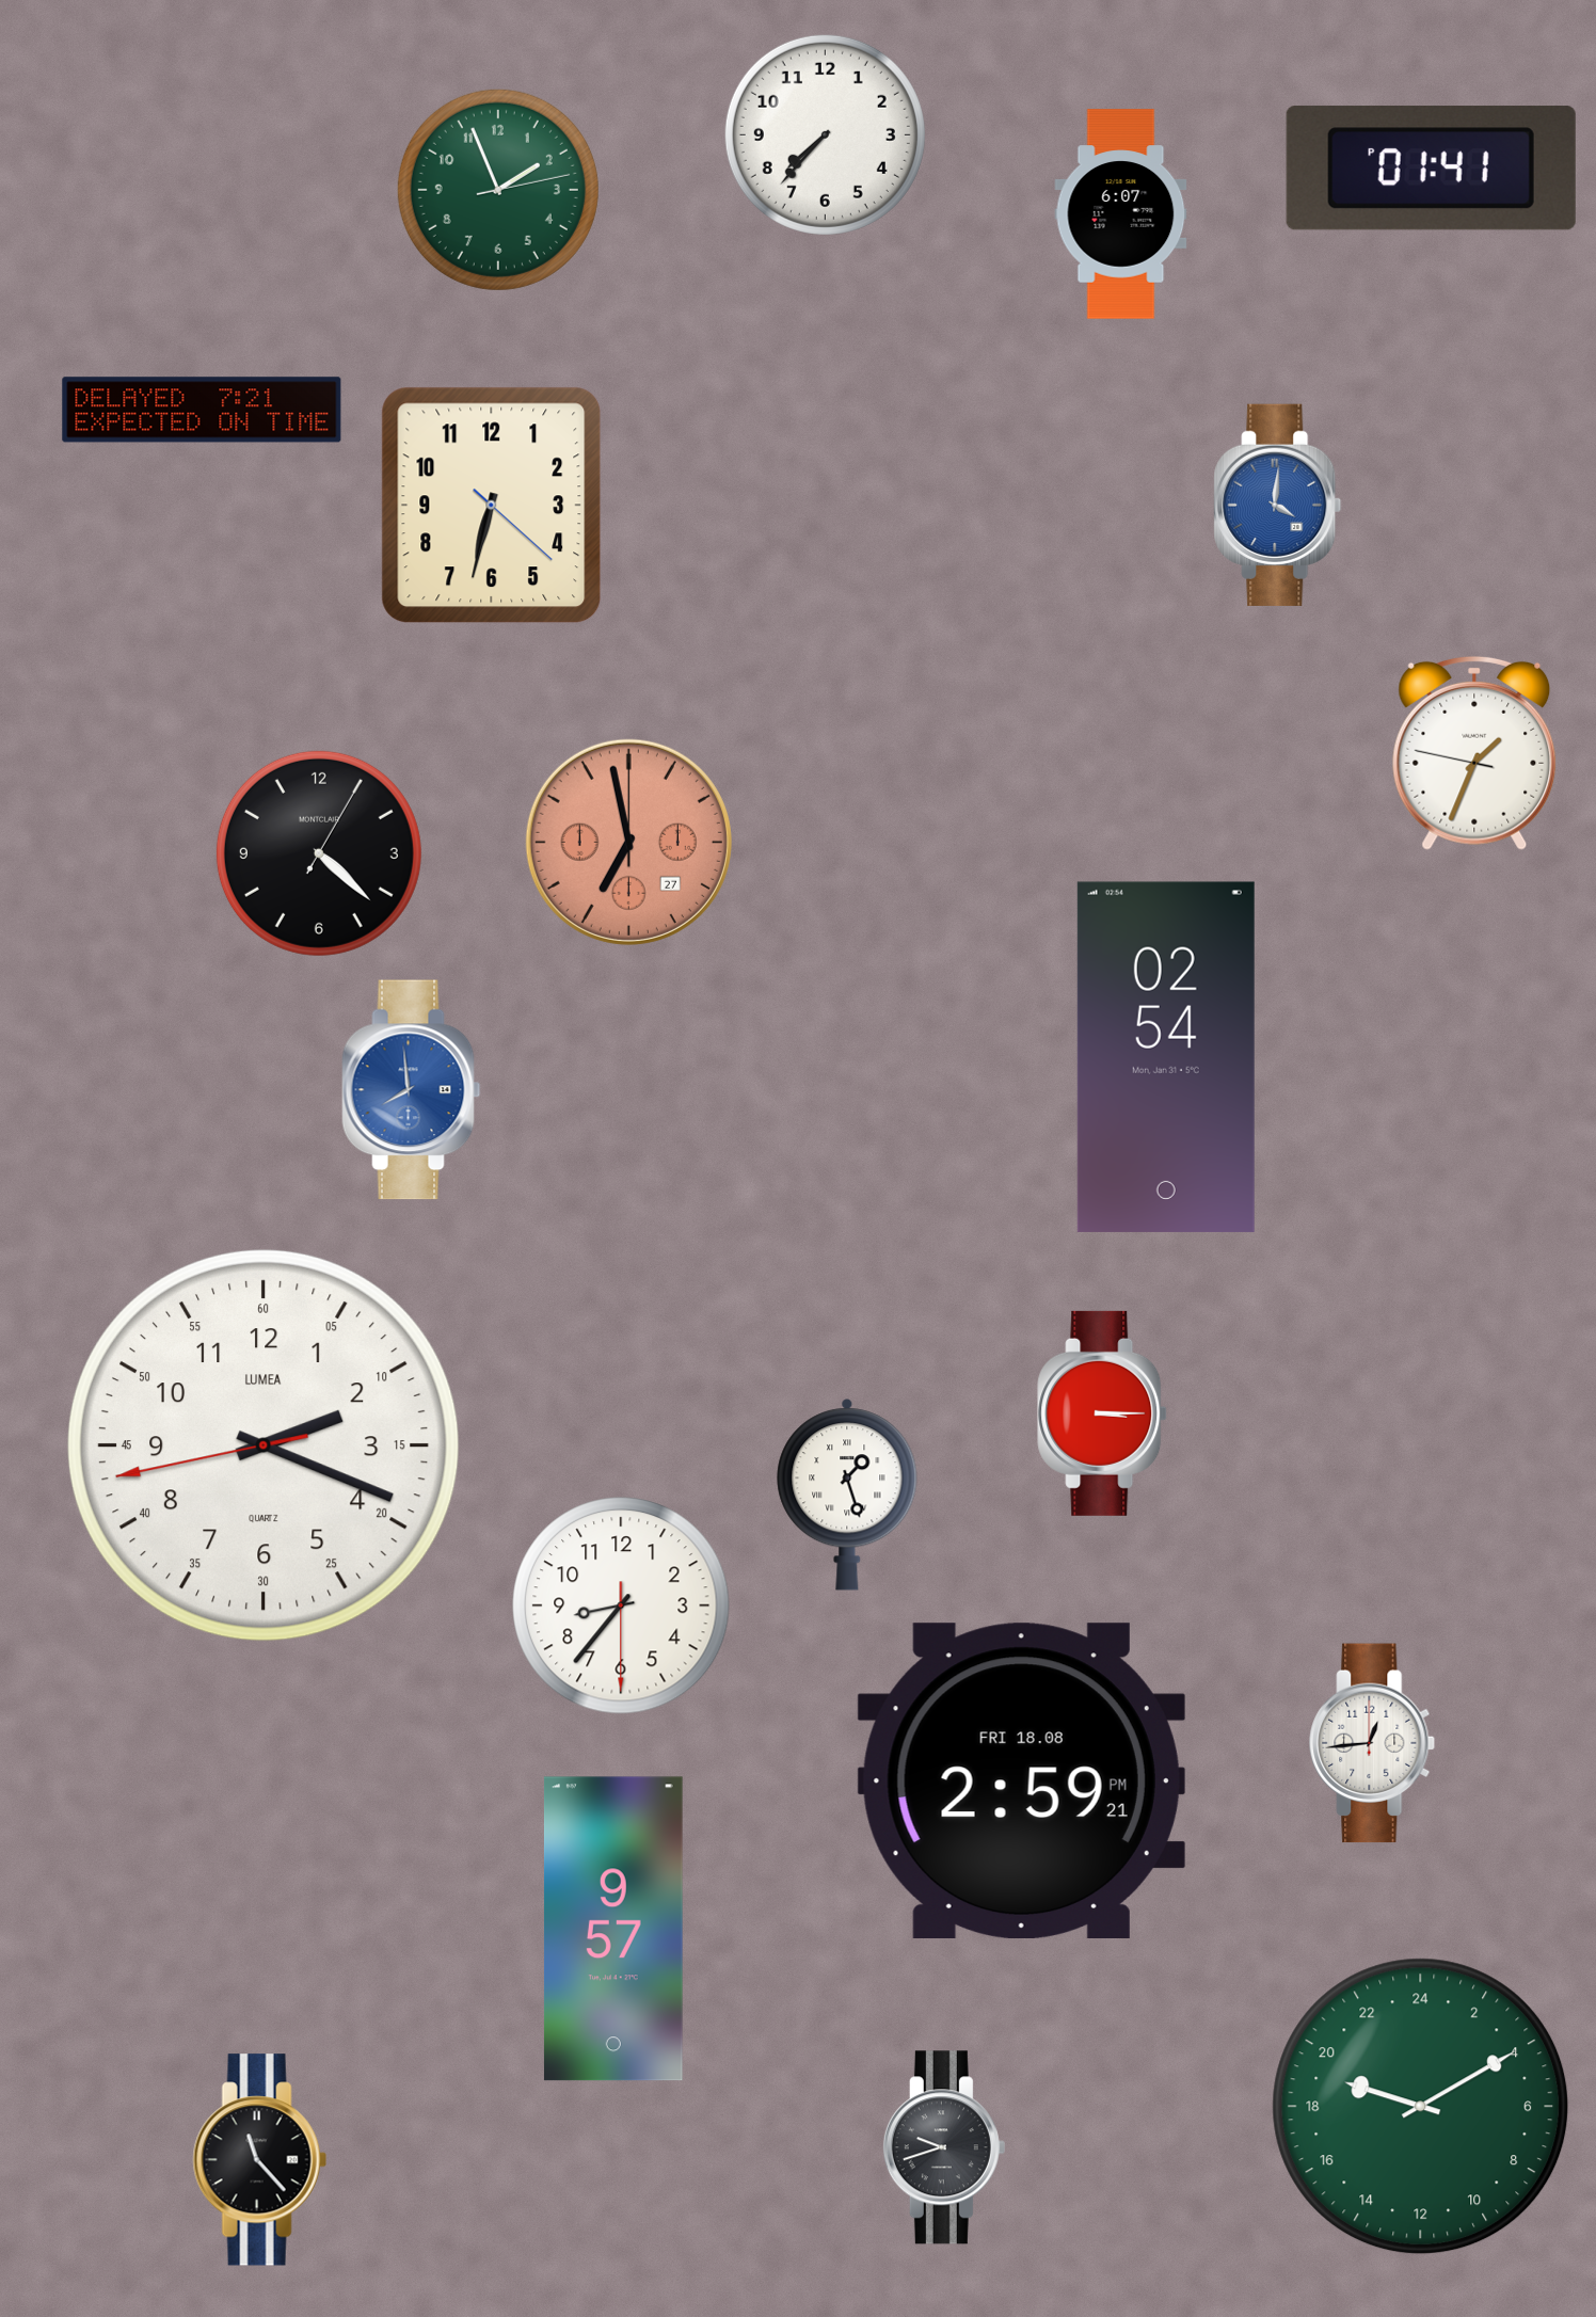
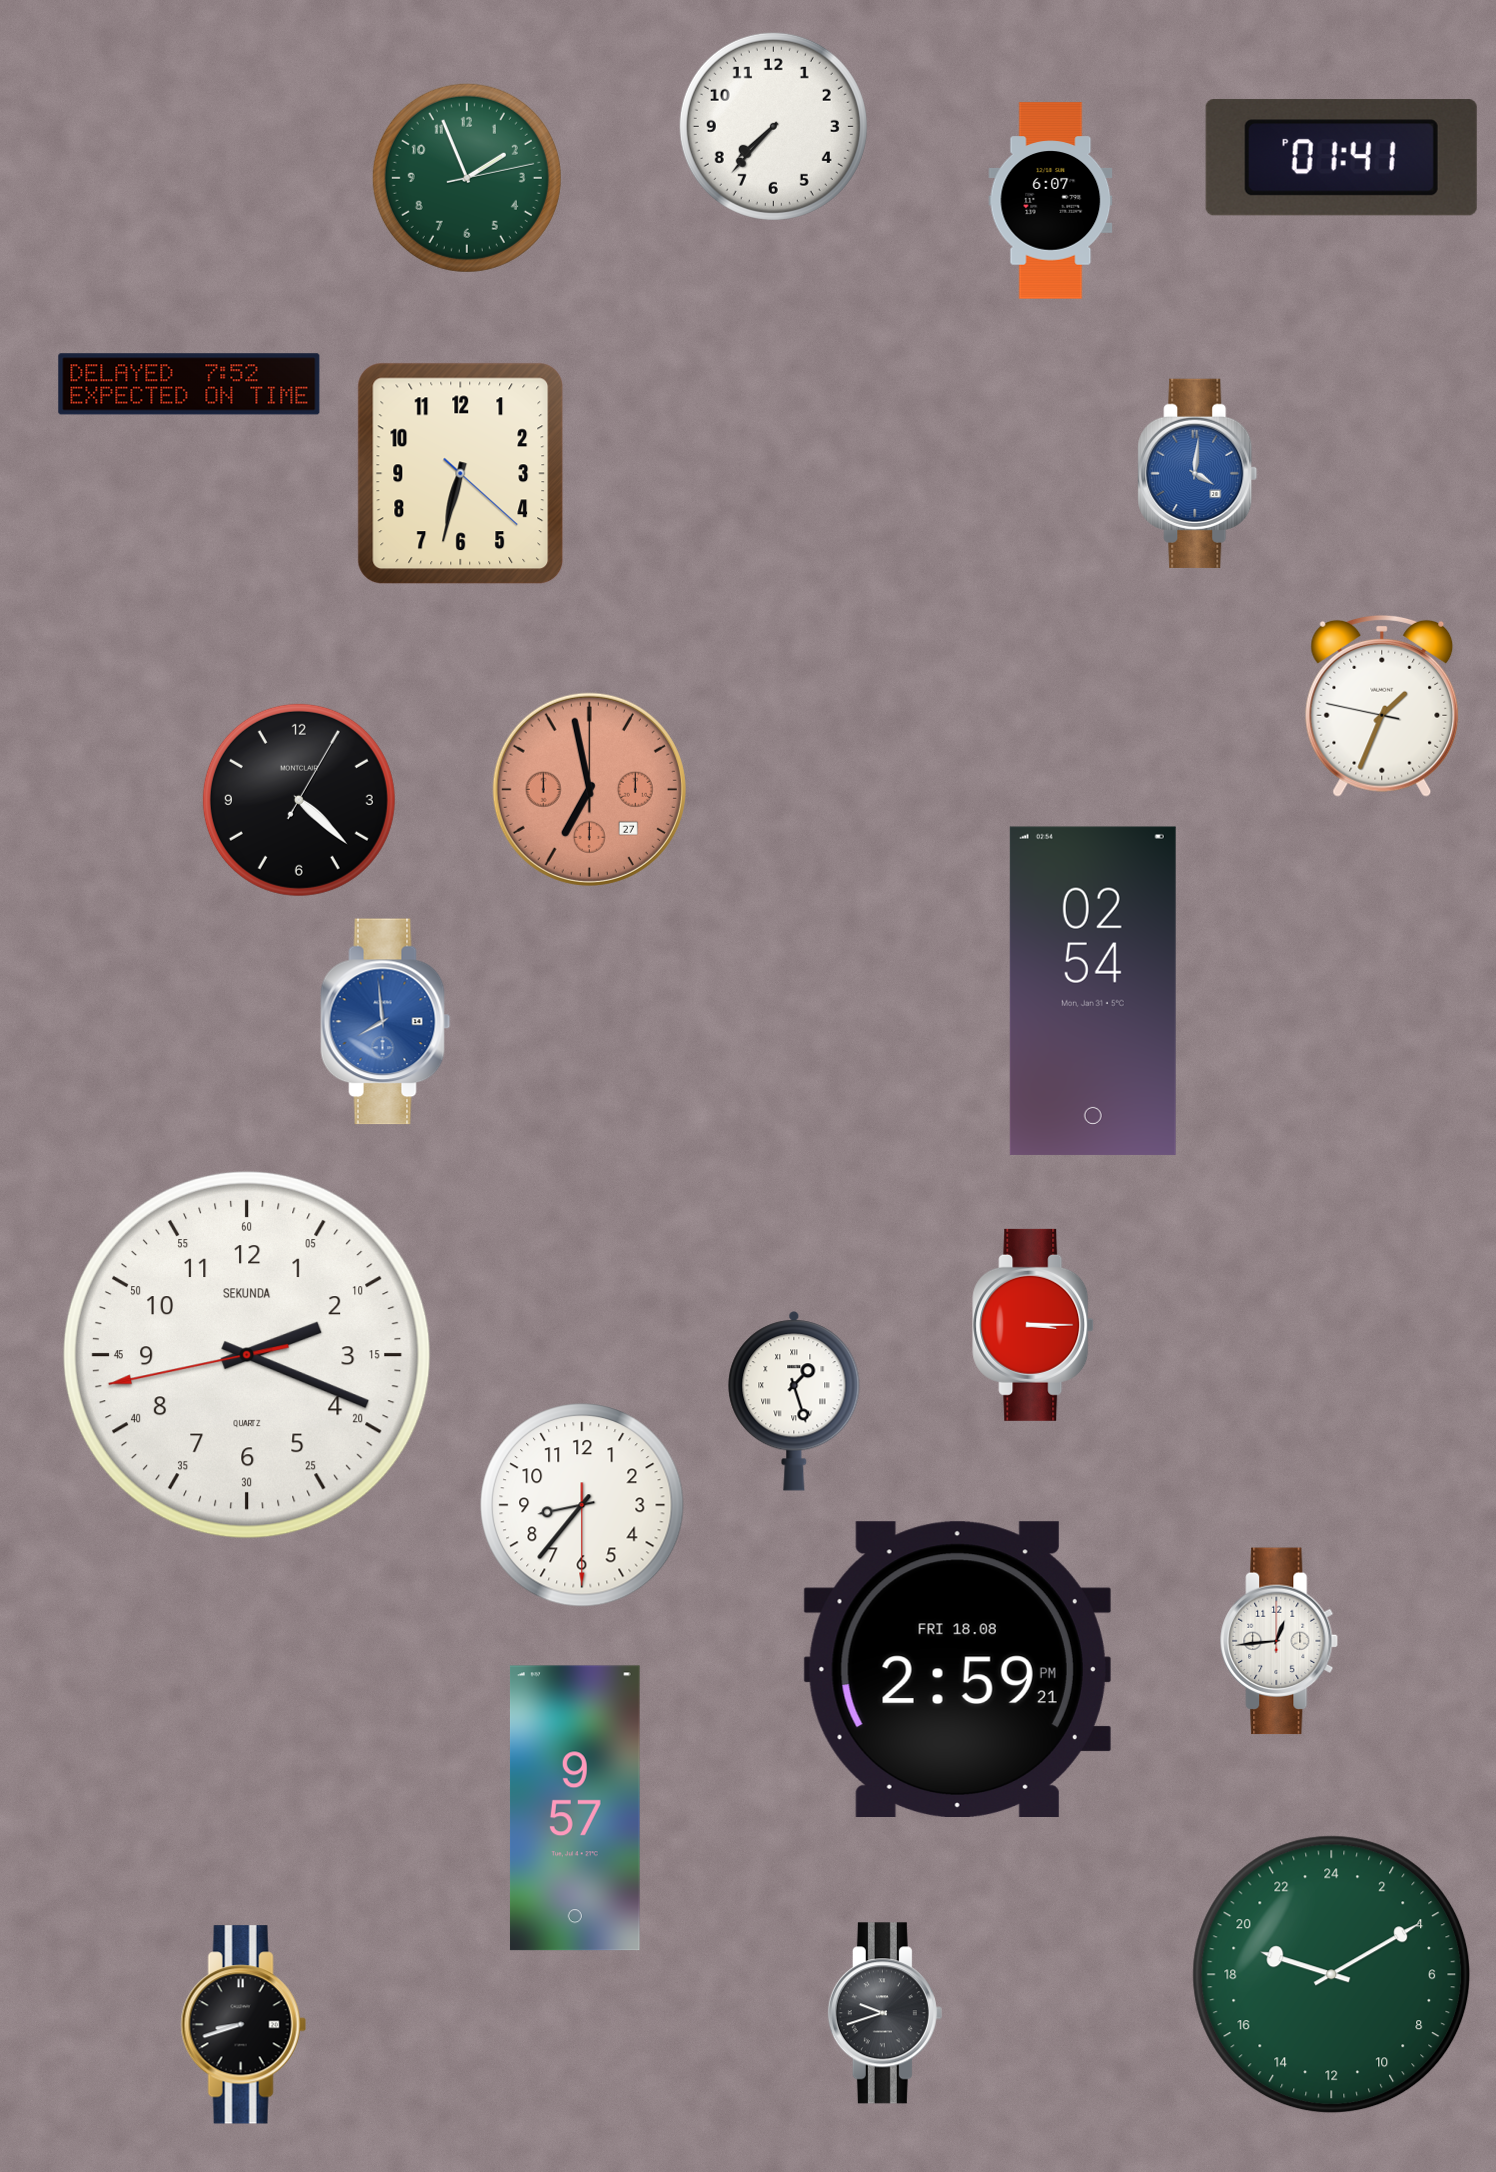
clock at (202, 410): 7:21 -> 7:52
clock at (264, 1445) brand: LUMEA -> SEKUNDA
clock at (1373, 1743) position: (1373, 1743) -> (1280, 1641)
clock at (259, 2160): 11:23 -> 8:42
